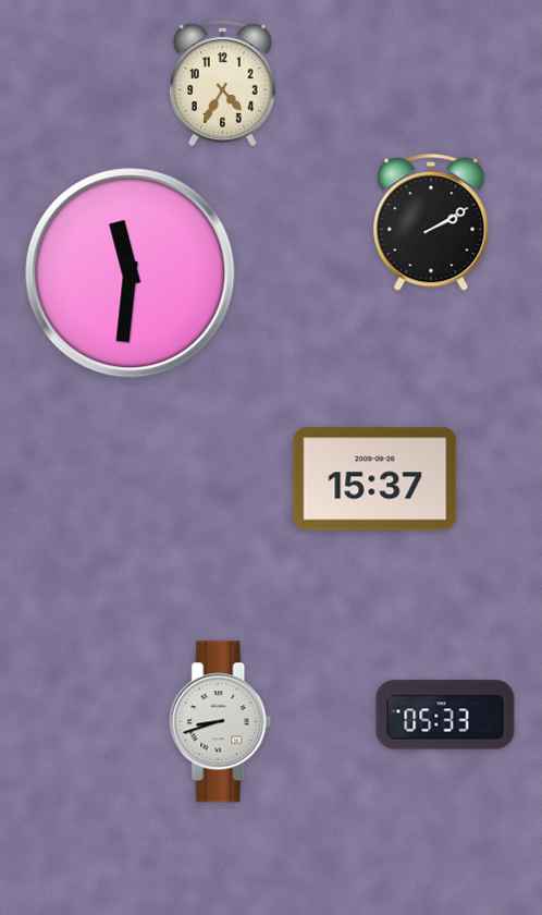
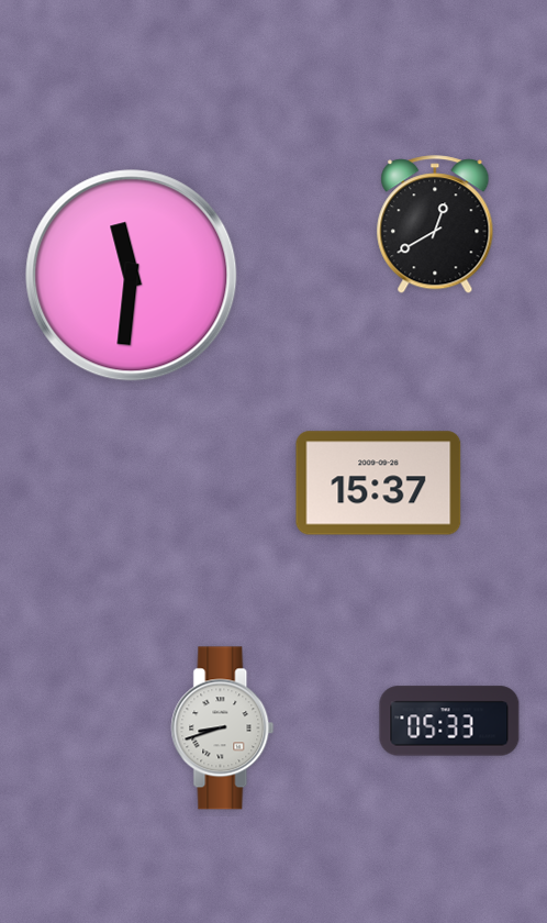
clock at (223, 84): 4:35 -> none
clock at (431, 223): 2:10 -> 12:40
